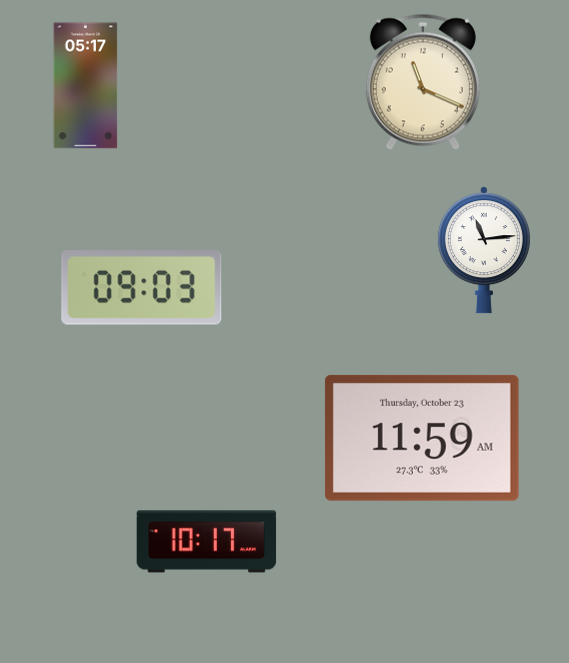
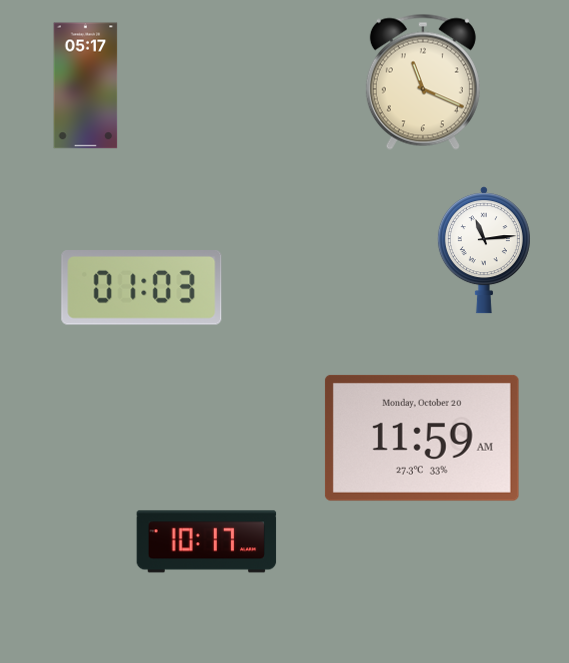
clock at (142, 288): 09:03 -> 01:03
clock at (422, 438) date: Thursday, October 23 -> Monday, October 20
